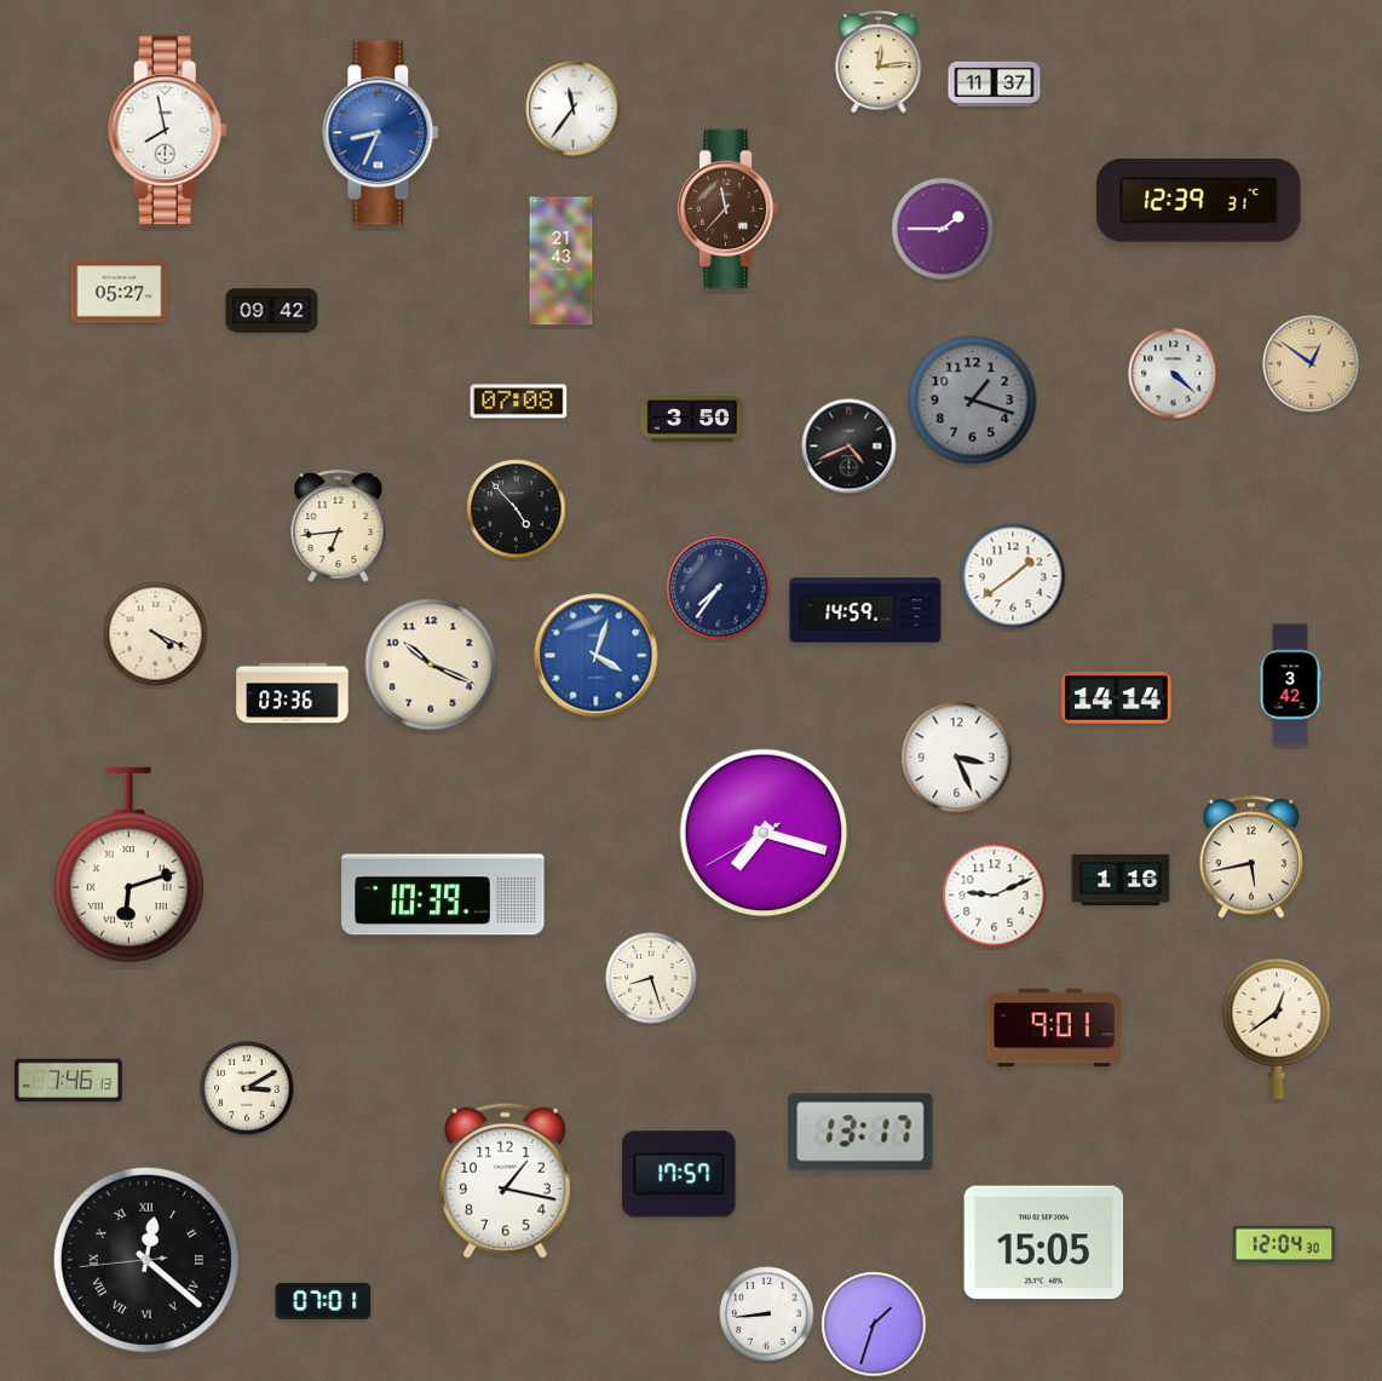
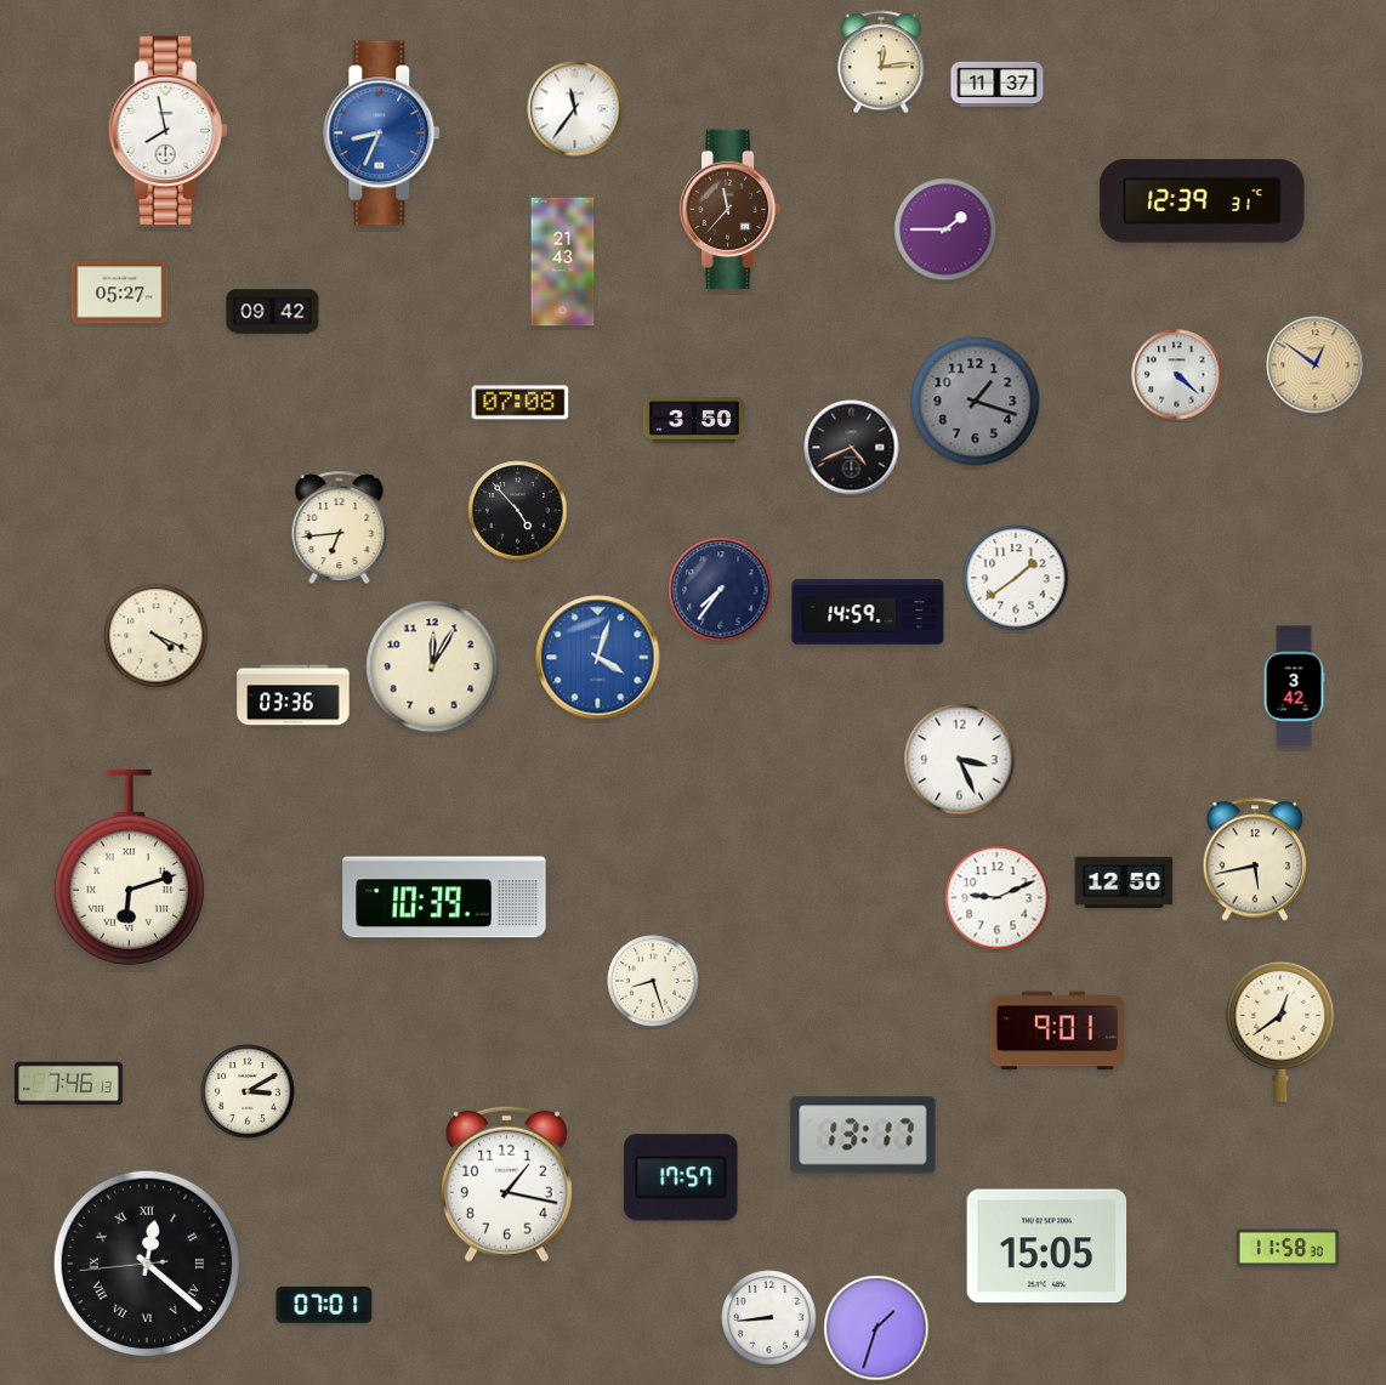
clock at (431, 664): 10:19 -> 12:05
clock at (1117, 698): 14:14 -> none
clock at (764, 833): 7:17 -> none
clock at (1121, 880): 1:16 -> 12:50
clock at (1284, 1244): 12:04 -> 11:58
